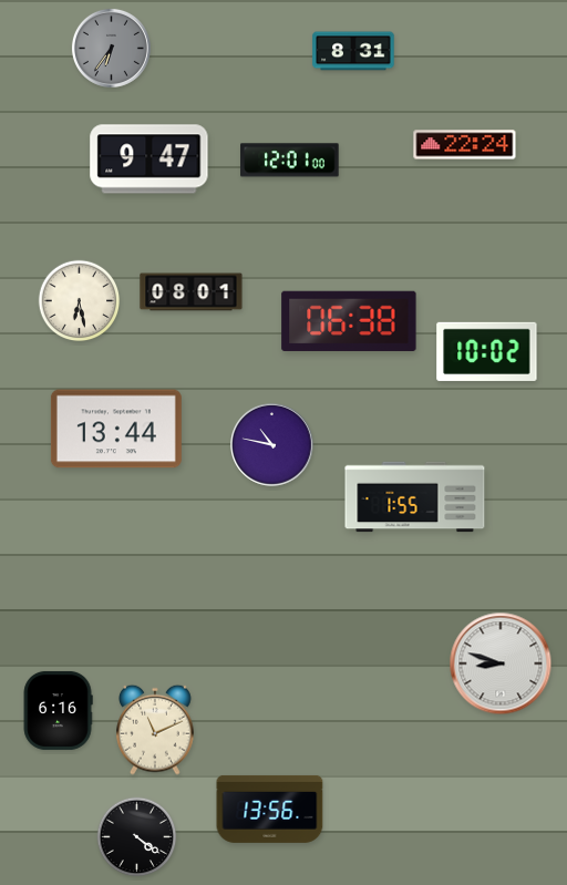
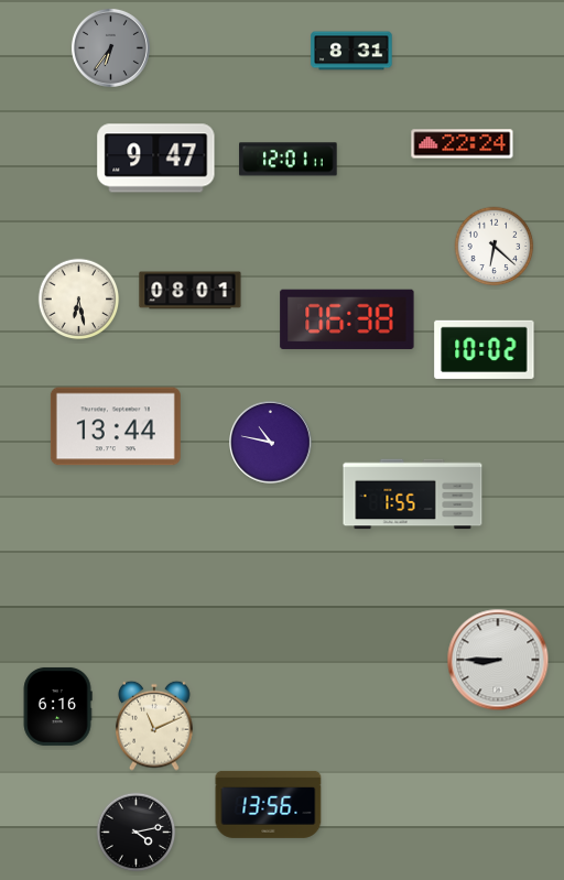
clock at (150, 159) position: (150, 159) -> (156, 159)
clock at (290, 161): 12:01:00 -> 12:01:11
clock at (495, 247): none -> 6:22
clock at (501, 663): 8:48 -> 8:45
clock at (137, 837): 4:21 -> 4:13
